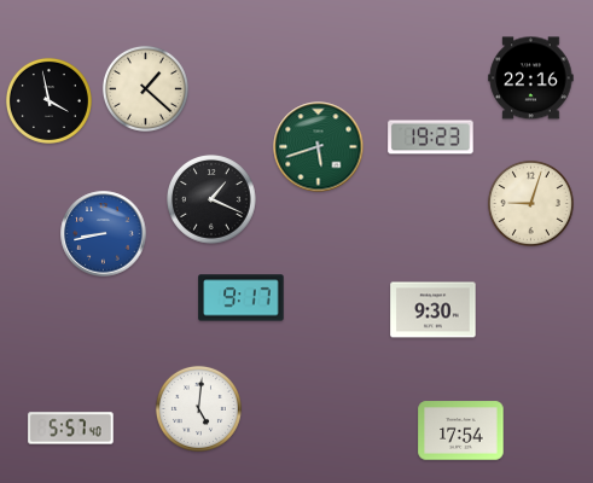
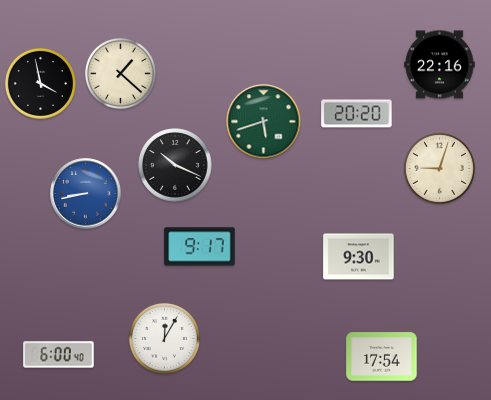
clock at (431, 138): 19:23 -> 20:20
clock at (211, 199): 1:19 -> 10:19
clock at (198, 408): 5:01 -> 12:05
clock at (71, 429): 5:57 -> 6:00
